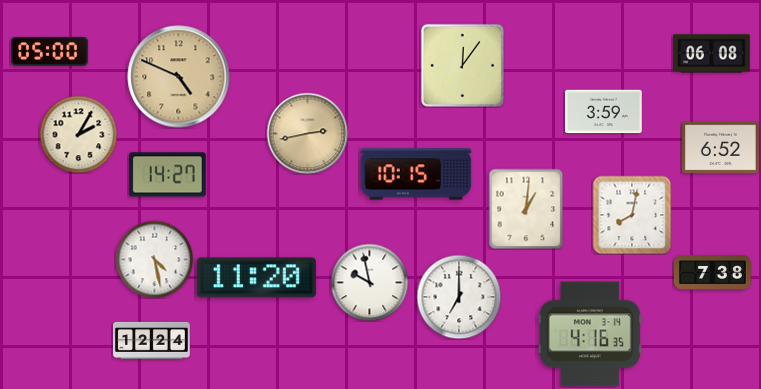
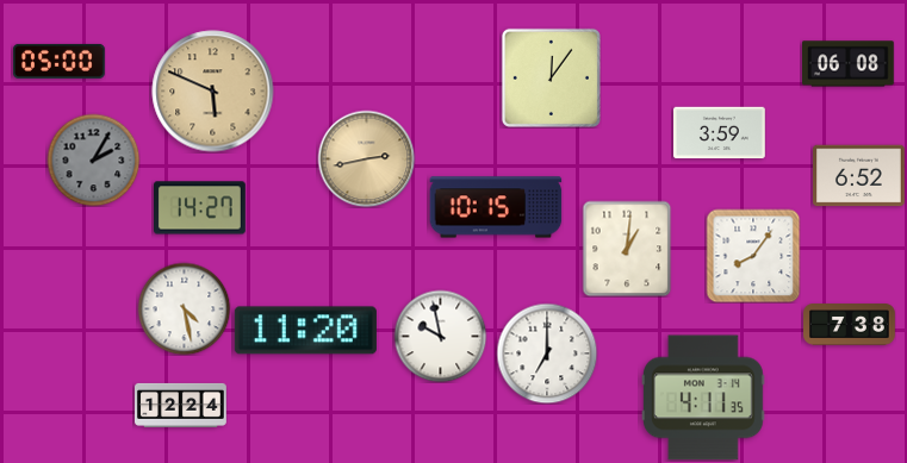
clock at (179, 77): 4:49 -> 5:49
clock at (78, 134) dial: cream -> grey
clock at (632, 215): 8:02 -> 8:06
clock at (591, 334): 4:16 -> 4:11
